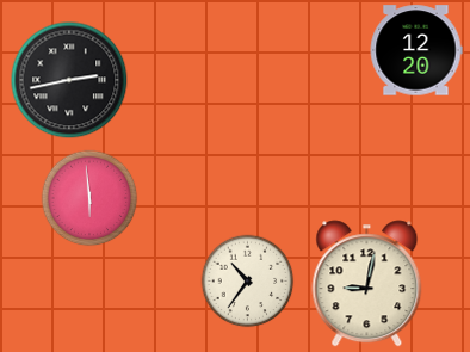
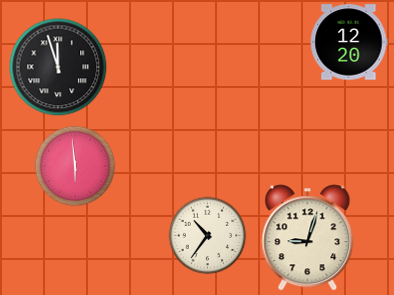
clock at (69, 80): 2:43 -> 11:57
clock at (367, 284): 9:02 -> 9:03
